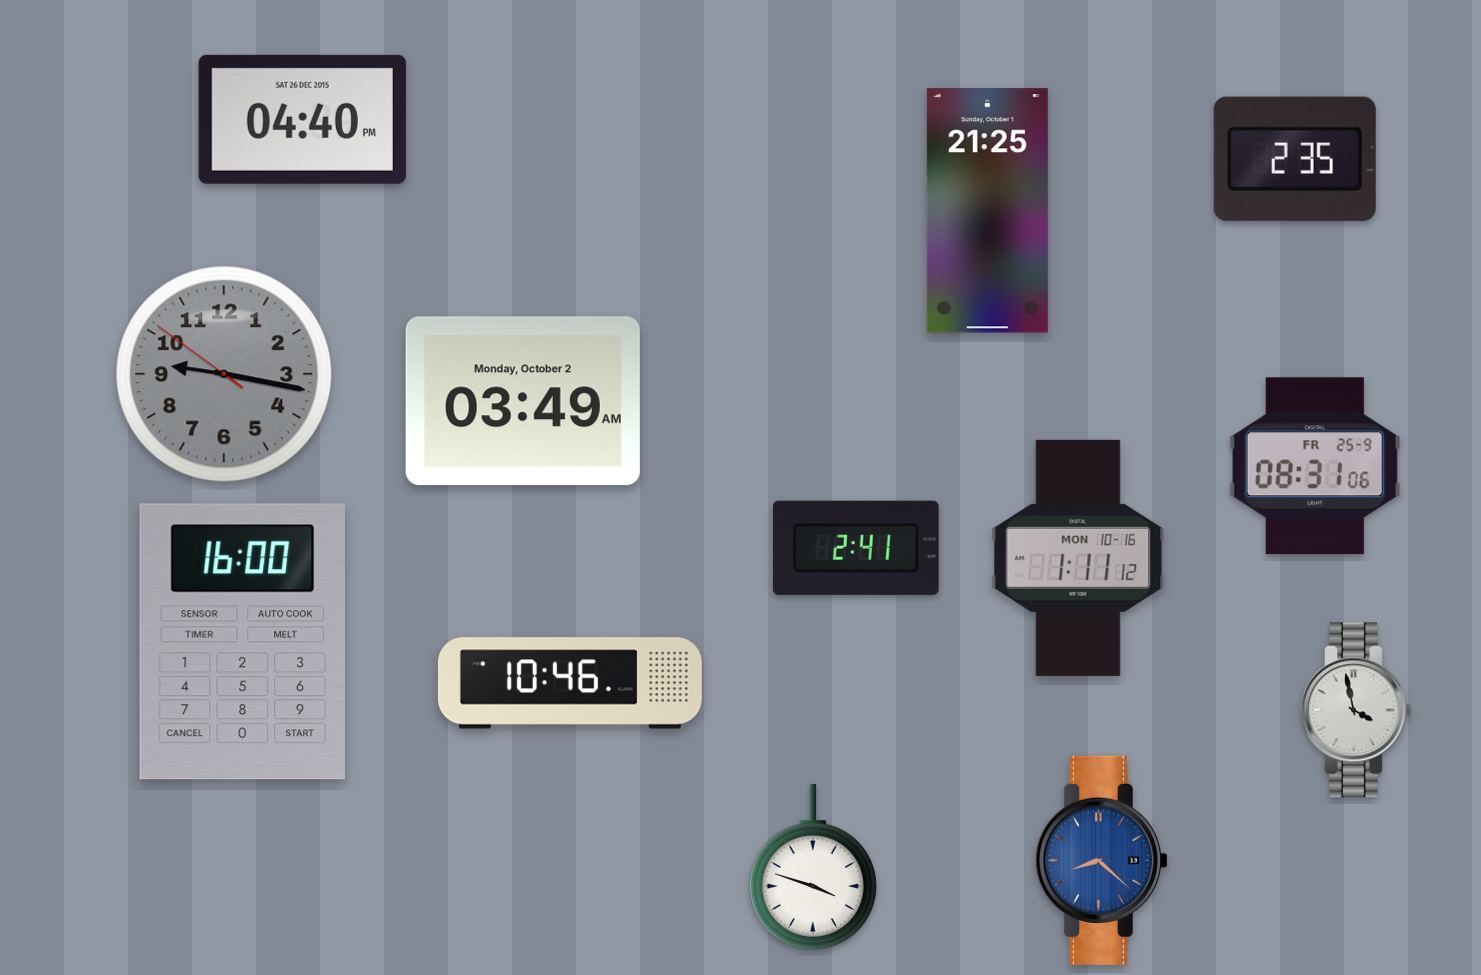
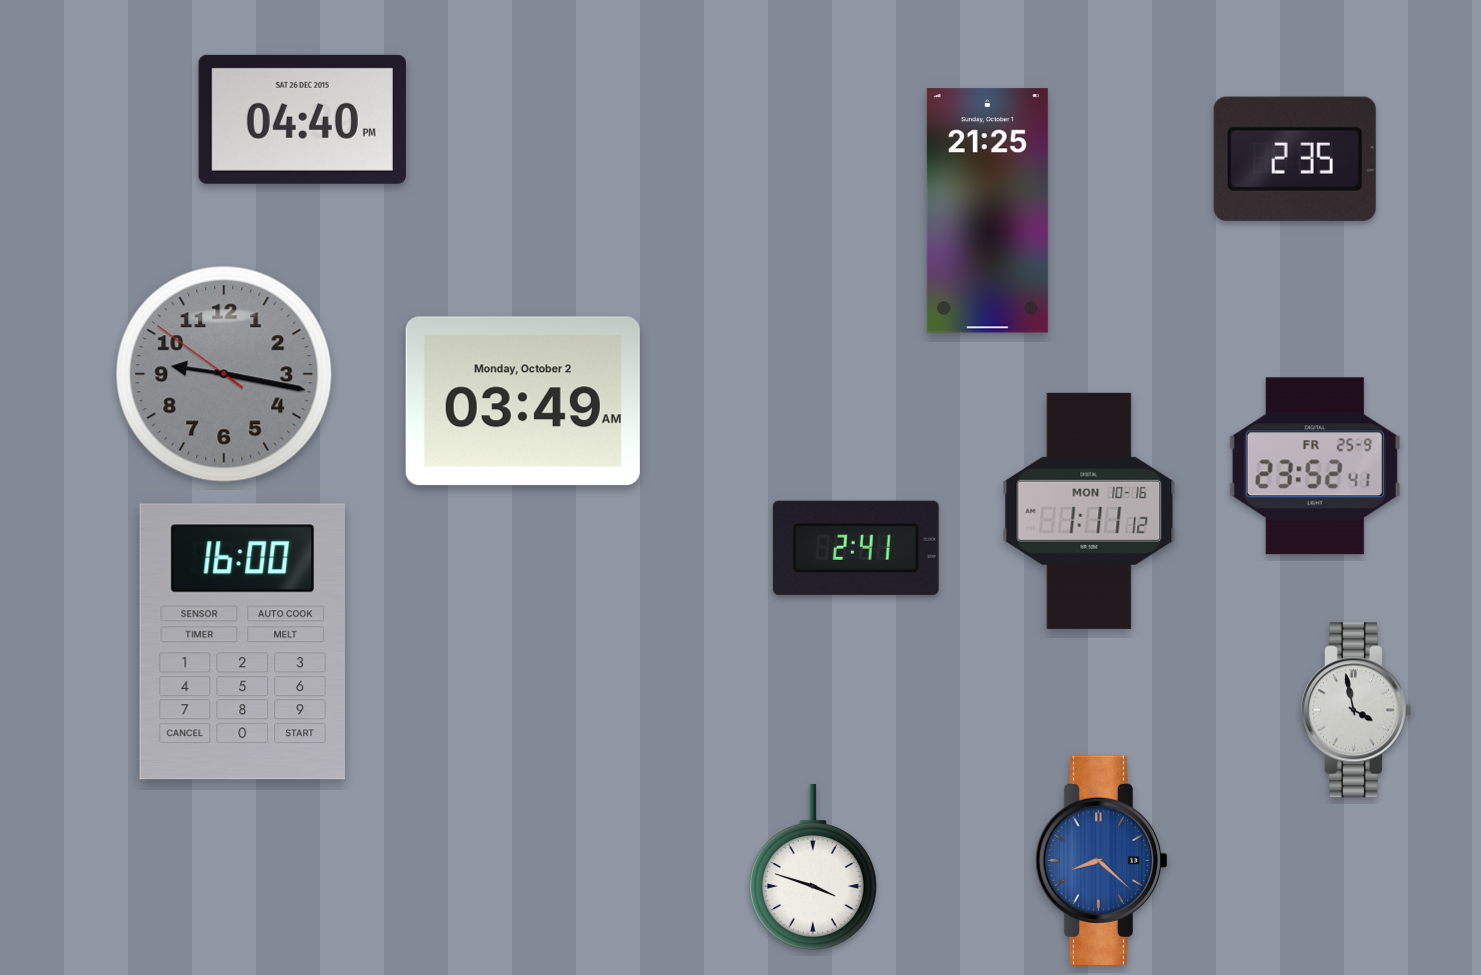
clock at (1315, 466): 08:31 -> 23:52
clock at (1078, 558) position: (1078, 558) -> (1089, 511)
clock at (570, 683): 10:46 -> none
